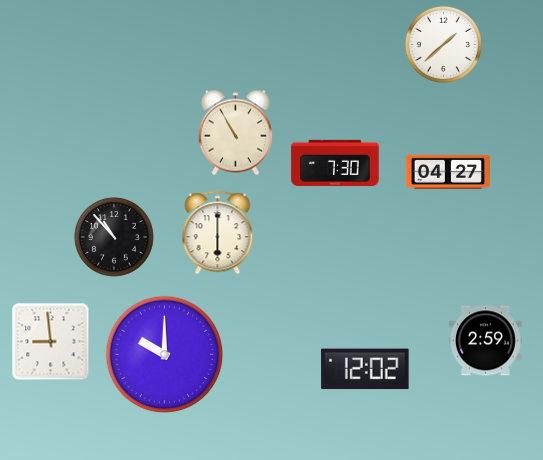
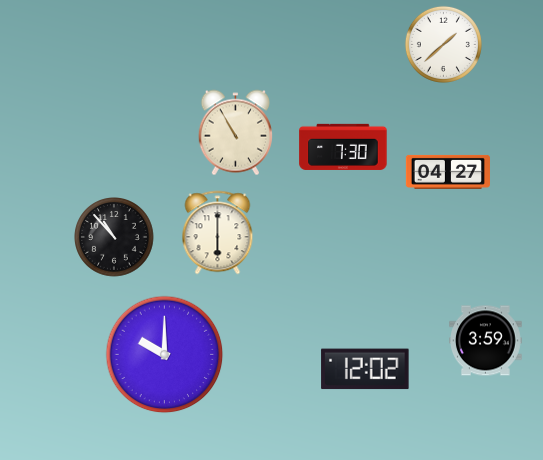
clock at (335, 163) position: (335, 163) -> (343, 147)
clock at (486, 341): 2:59 -> 3:59
clock at (51, 342): 8:59 -> none
